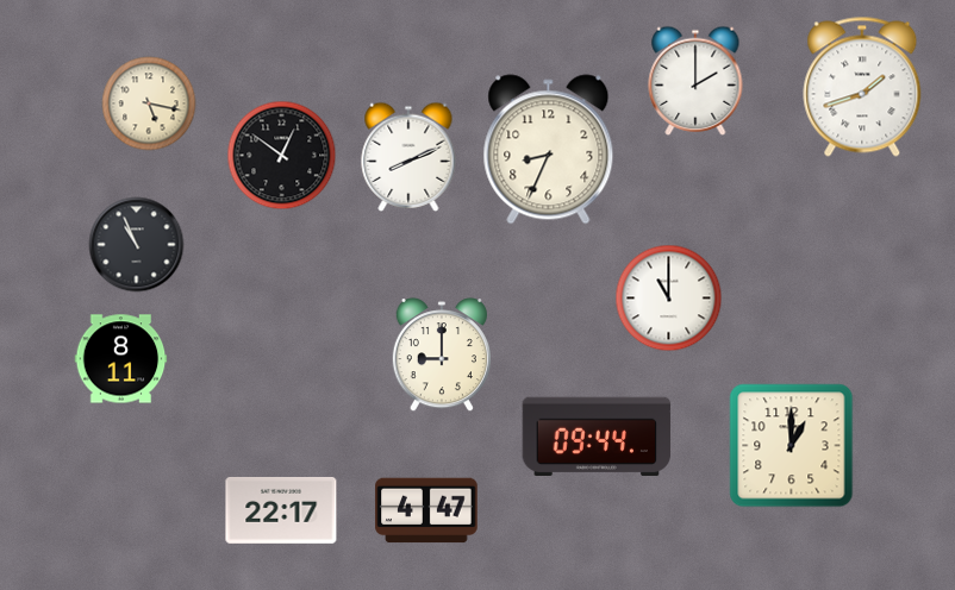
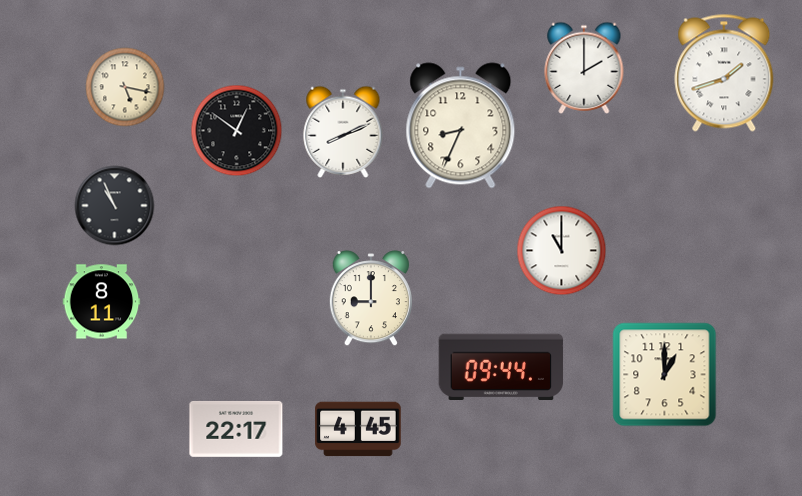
clock at (426, 510): 4:47 -> 4:45
